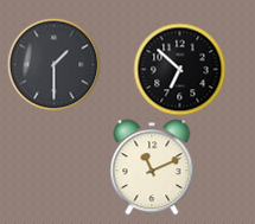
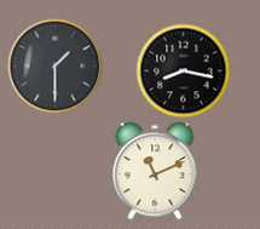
clock at (179, 69): 6:52 -> 8:17
